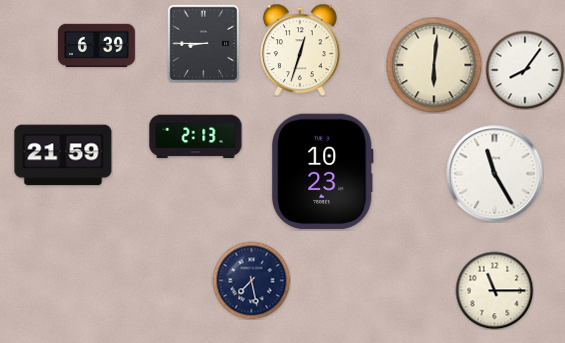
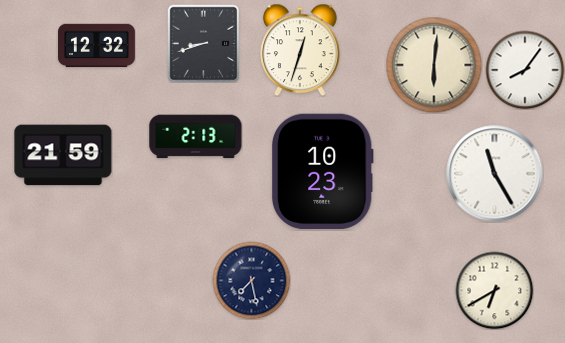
clock at (204, 43): 8:45 -> 8:42
clock at (96, 46): 6:39 -> 12:32
clock at (494, 290): 11:15 -> 6:40
